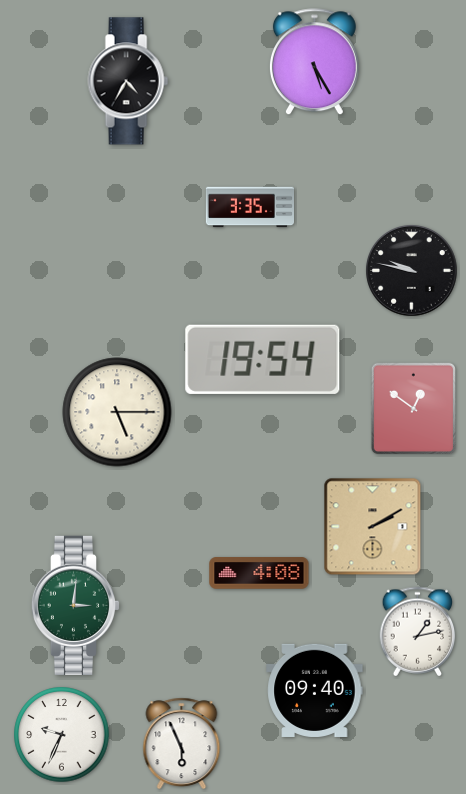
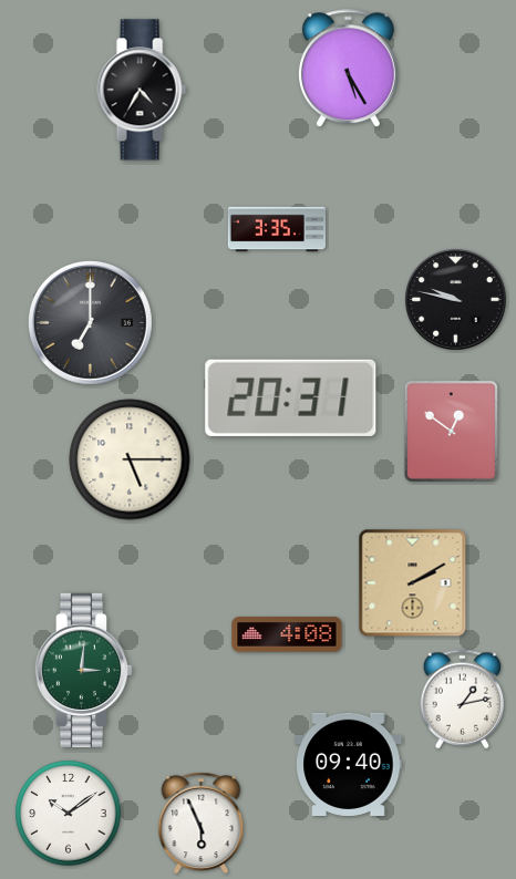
clock at (90, 322): none -> 7:00
clock at (263, 359): 19:54 -> 20:31
clock at (413, 408) position: (413, 408) -> (451, 431)
clock at (117, 412) position: (117, 412) -> (130, 459)
clock at (62, 735): 9:34 -> 10:09
